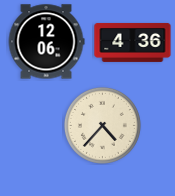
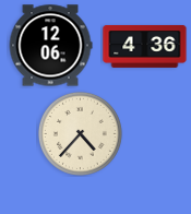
clock at (102, 125) position: (102, 125) -> (80, 133)
